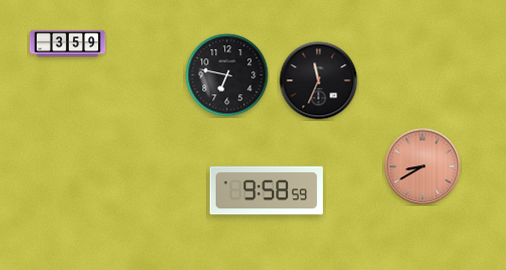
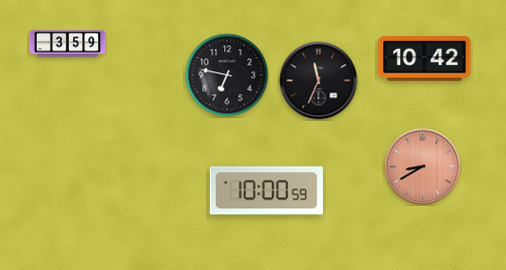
clock at (425, 59): none -> 10:42
clock at (266, 191): 9:58 -> 10:00
